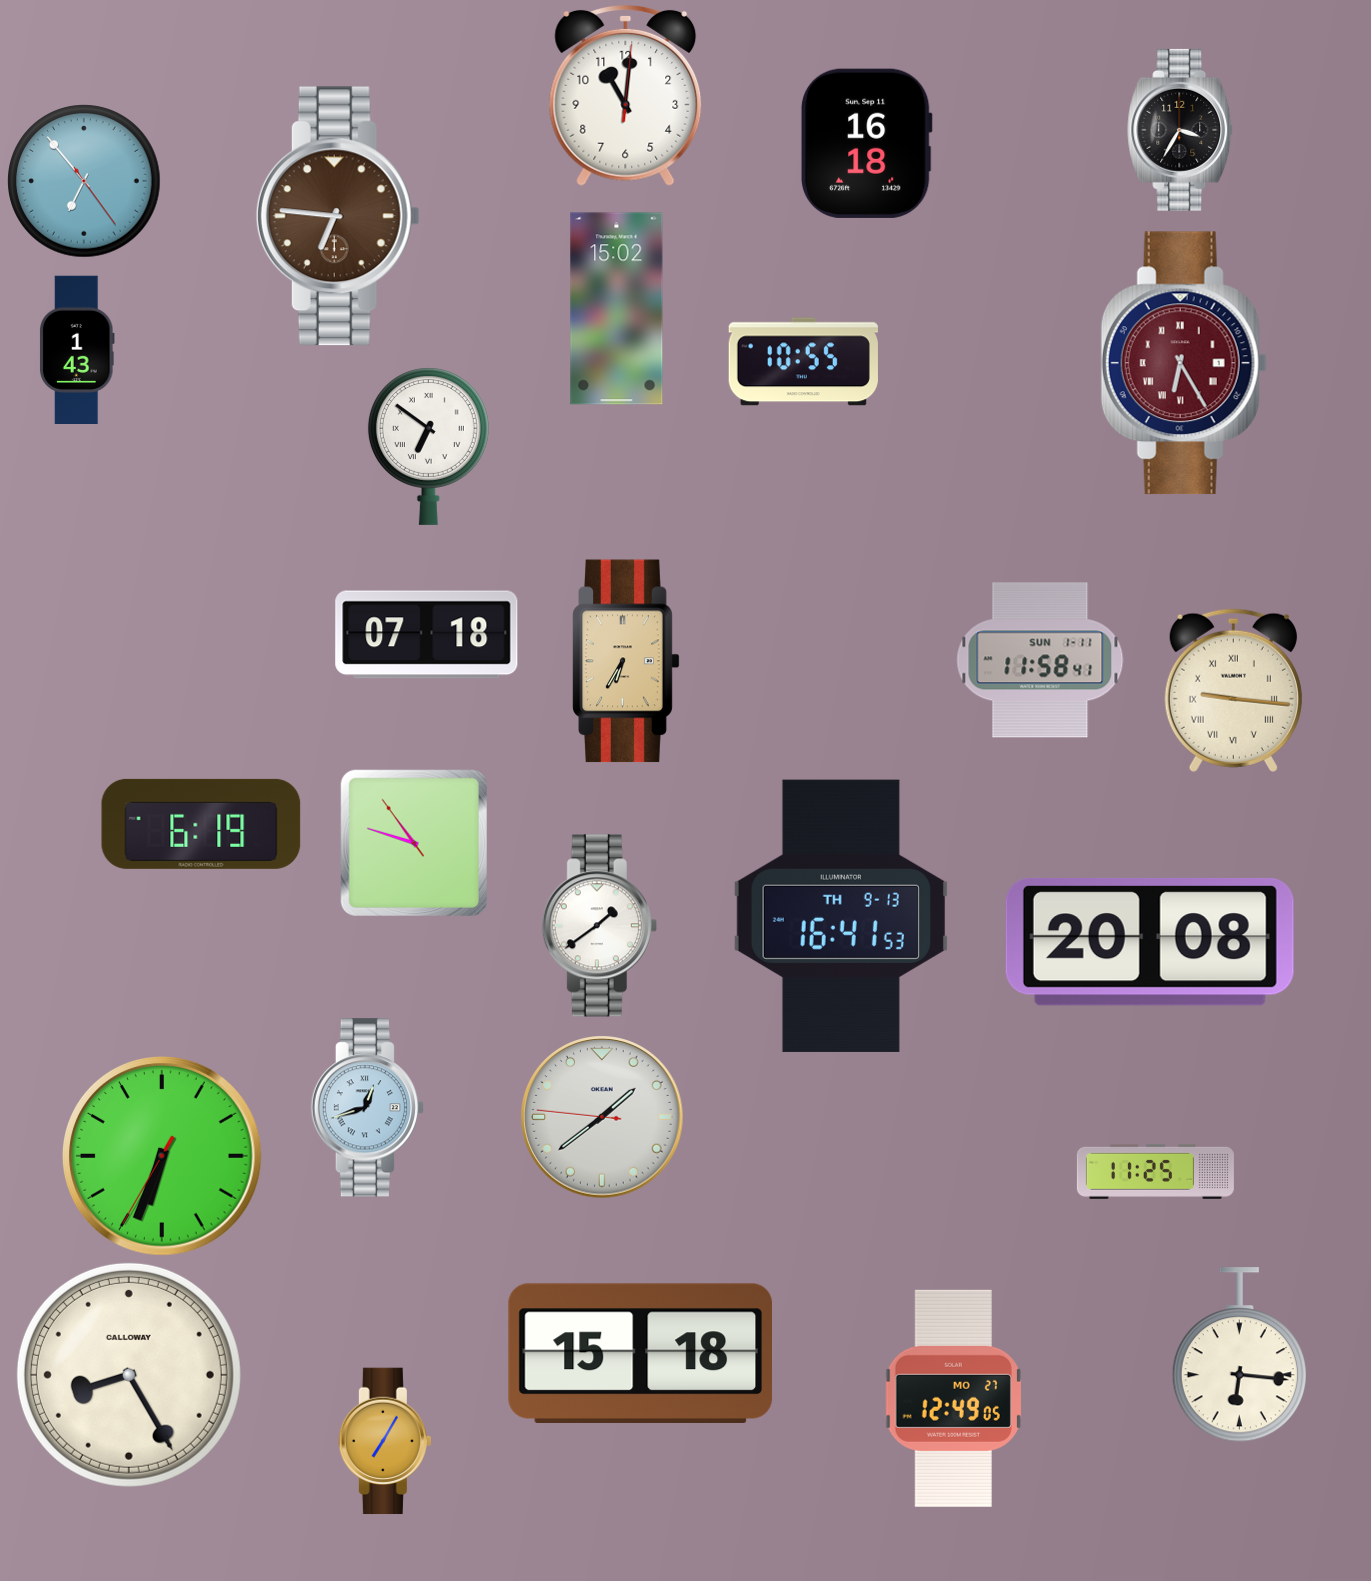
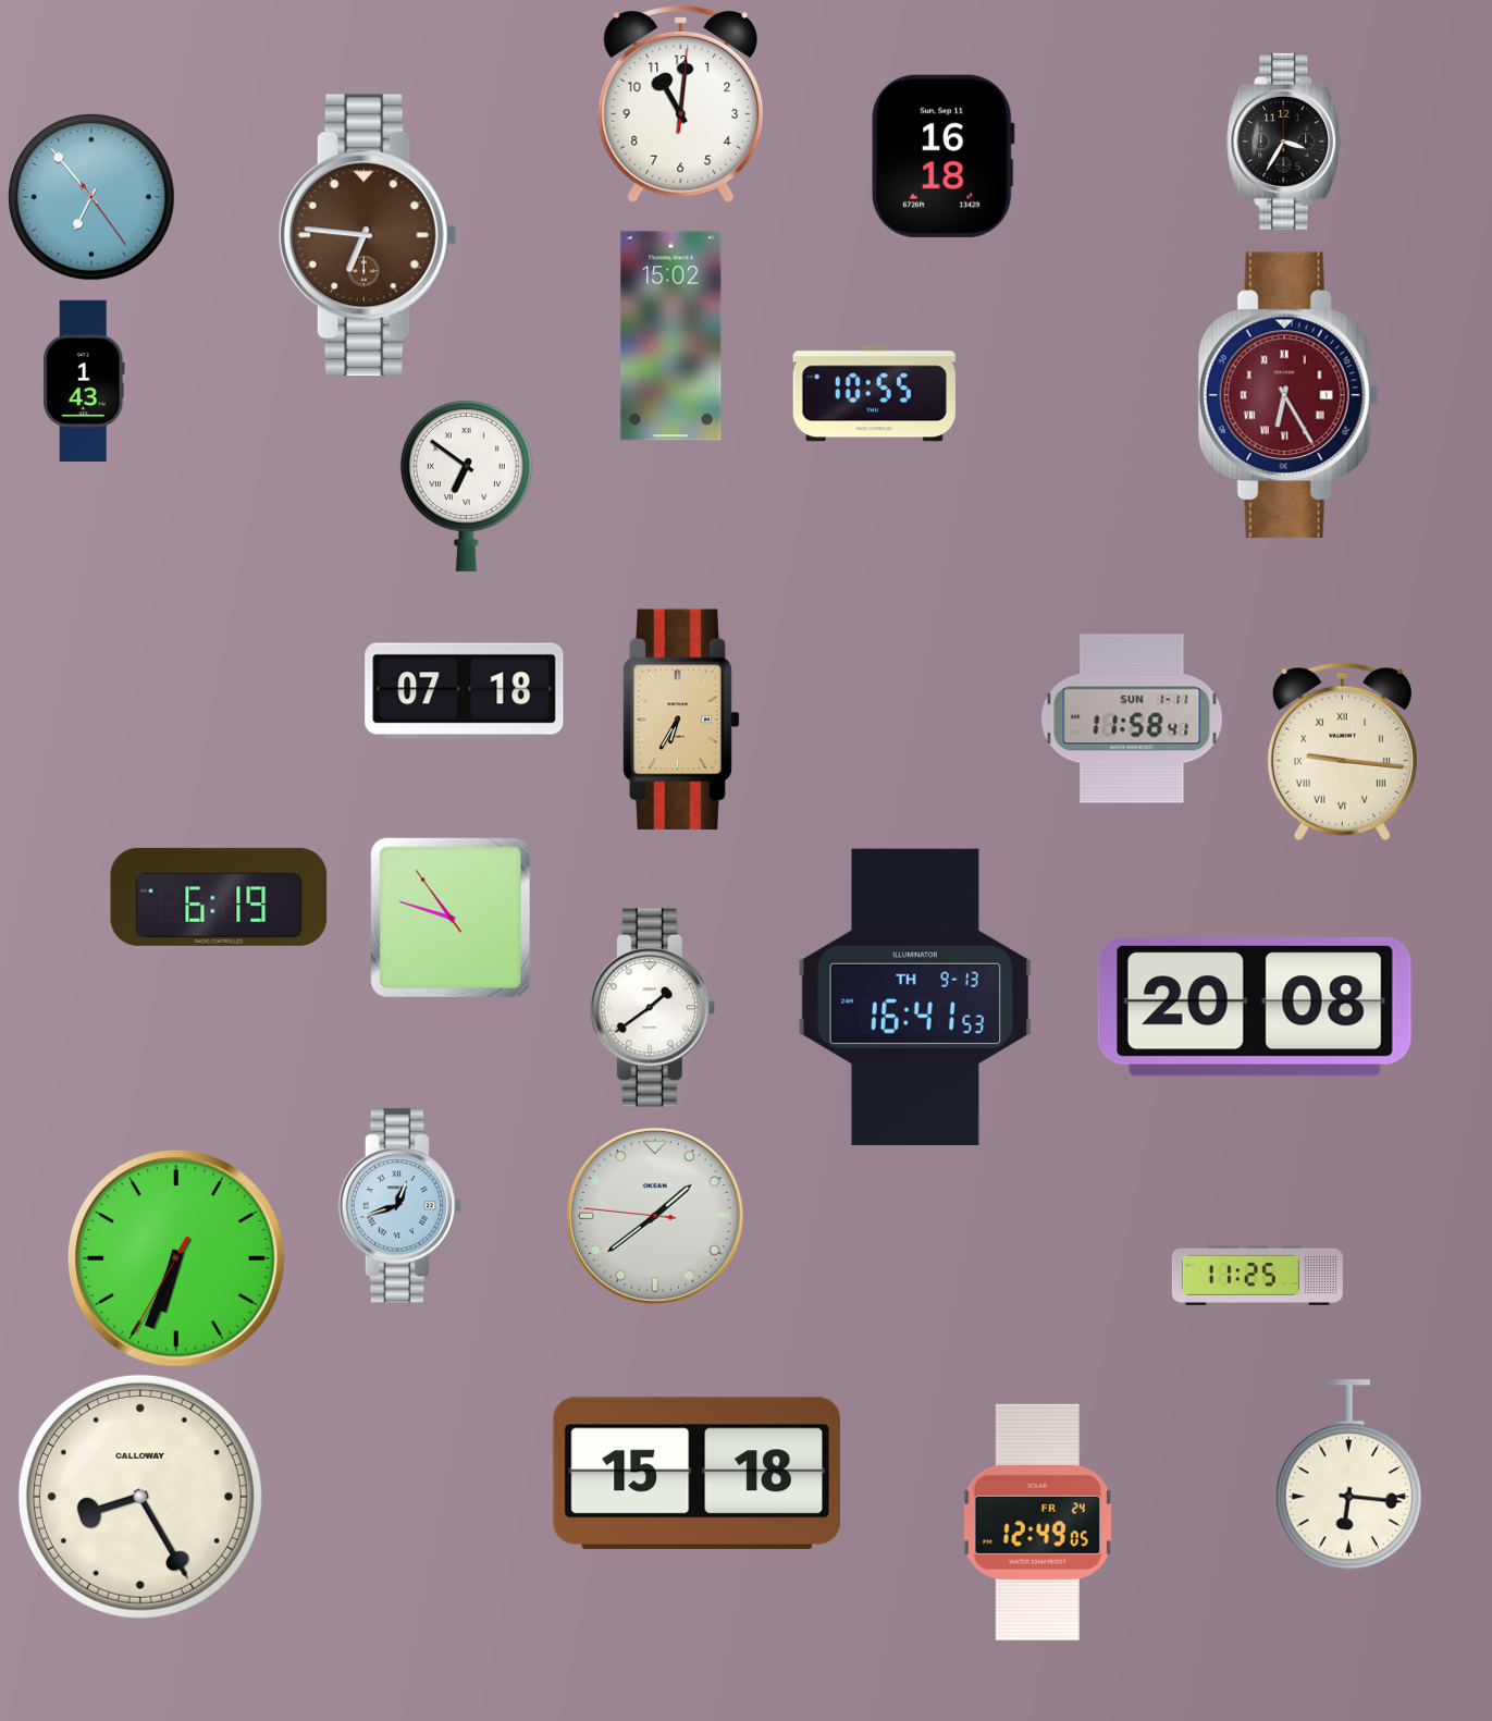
clock at (1150, 942) position: (1150, 942) -> (1255, 1007)
clock at (953, 1398) date: MO 27 -> FR 24
clock at (385, 1441): 7:05 -> none
